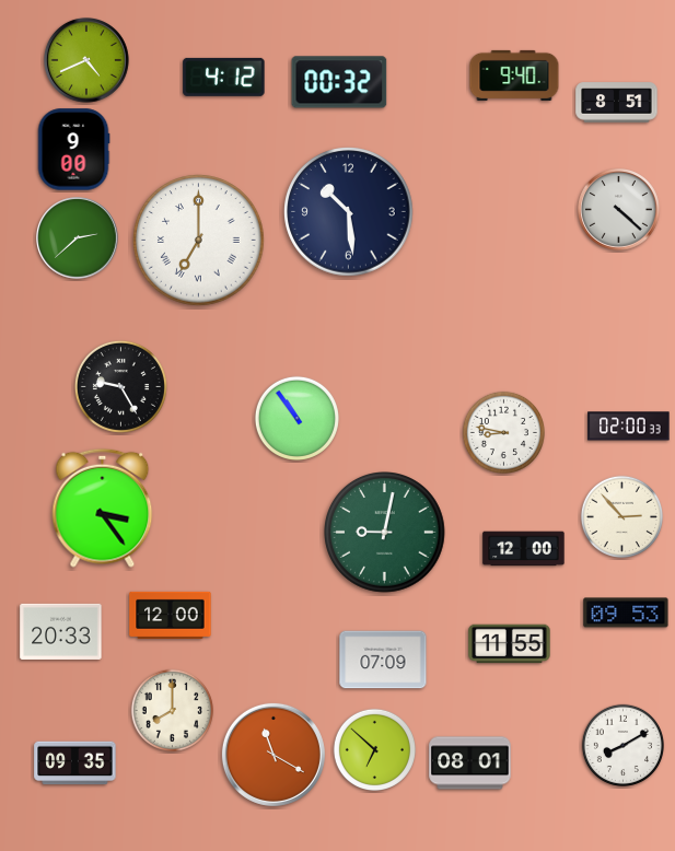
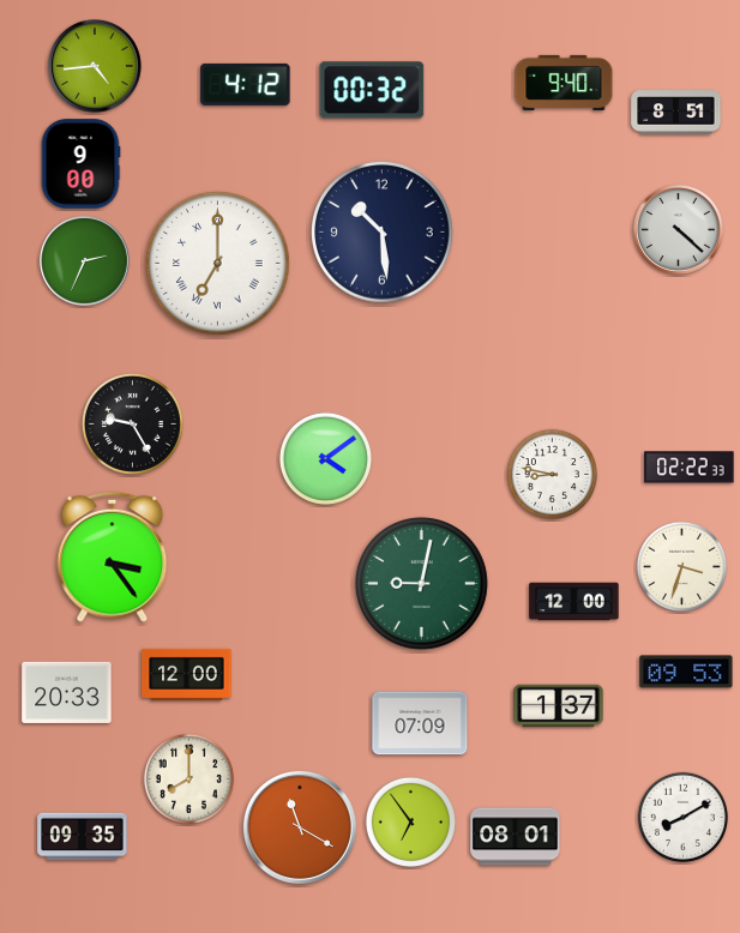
clock at (88, 61): 4:41 -> 4:44
clock at (78, 238): 2:38 -> 2:34
clock at (296, 418): 10:54 -> 4:09
clock at (629, 427): 02:00 -> 02:22
clock at (621, 516): 2:53 -> 3:33
clock at (510, 644): 11:55 -> 1:37
clock at (374, 749): 6:52 -> 6:54
